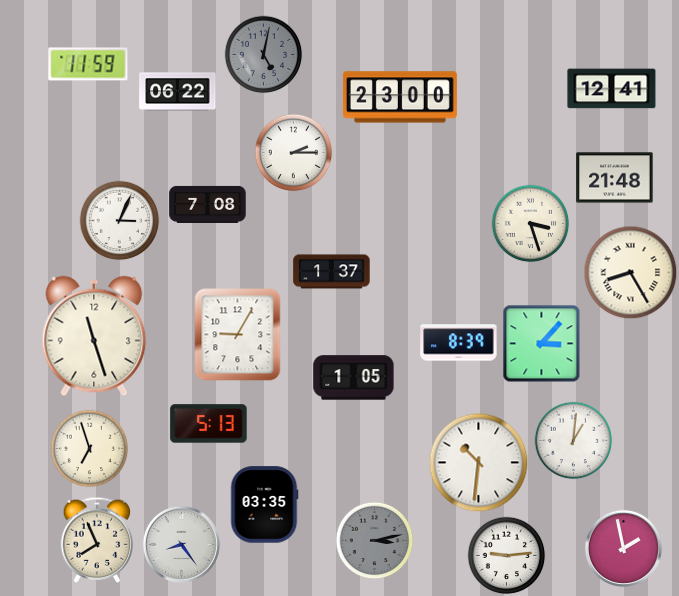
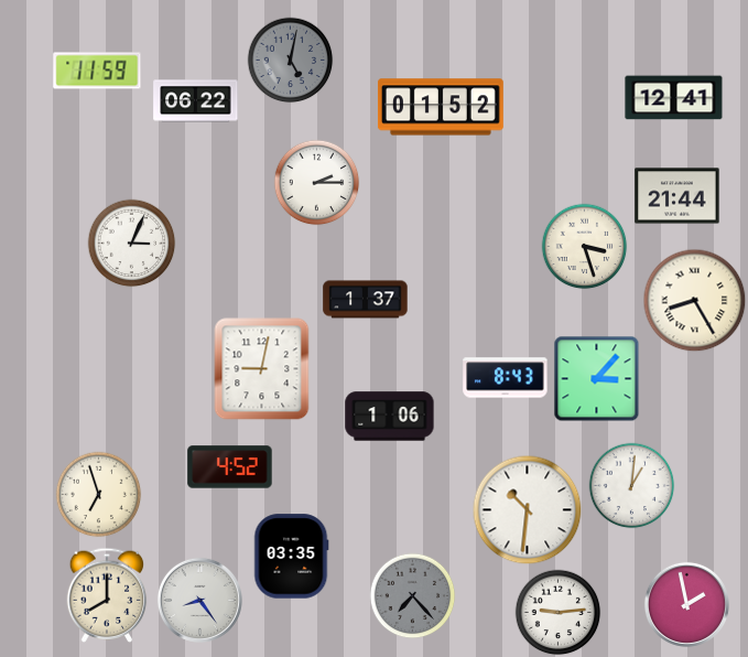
clock at (400, 97): 23:00 -> 01:52
clock at (293, 152) position: (293, 152) -> (316, 182)
clock at (615, 178): 21:48 -> 21:44
clock at (208, 204): 7:08 -> none
clock at (238, 335): 9:05 -> 9:02
clock at (94, 336): 11:27 -> none
clock at (459, 343): 8:39 -> 8:43
clock at (354, 378): 1:05 -> 1:06
clock at (209, 424): 5:13 -> 4:52
clock at (97, 540): 7:56 -> 8:00
clock at (374, 540): 3:13 -> 7:23
